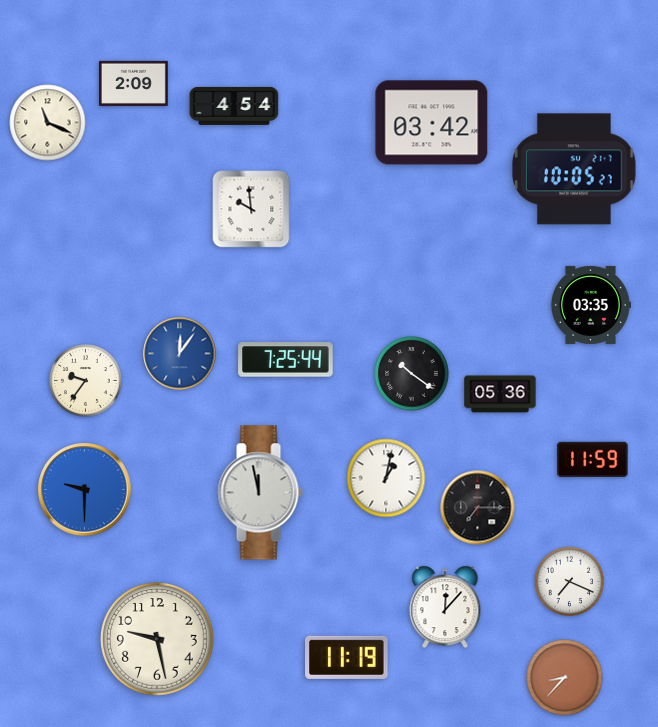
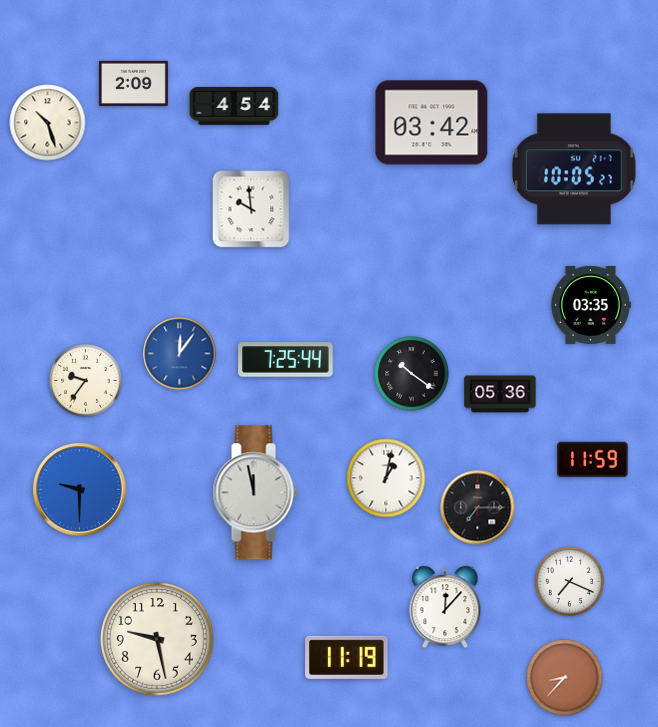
clock at (48, 123): 11:19 -> 10:27
clock at (85, 490) position: (85, 490) -> (80, 490)
clock at (260, 493) position: (260, 493) -> (255, 493)
